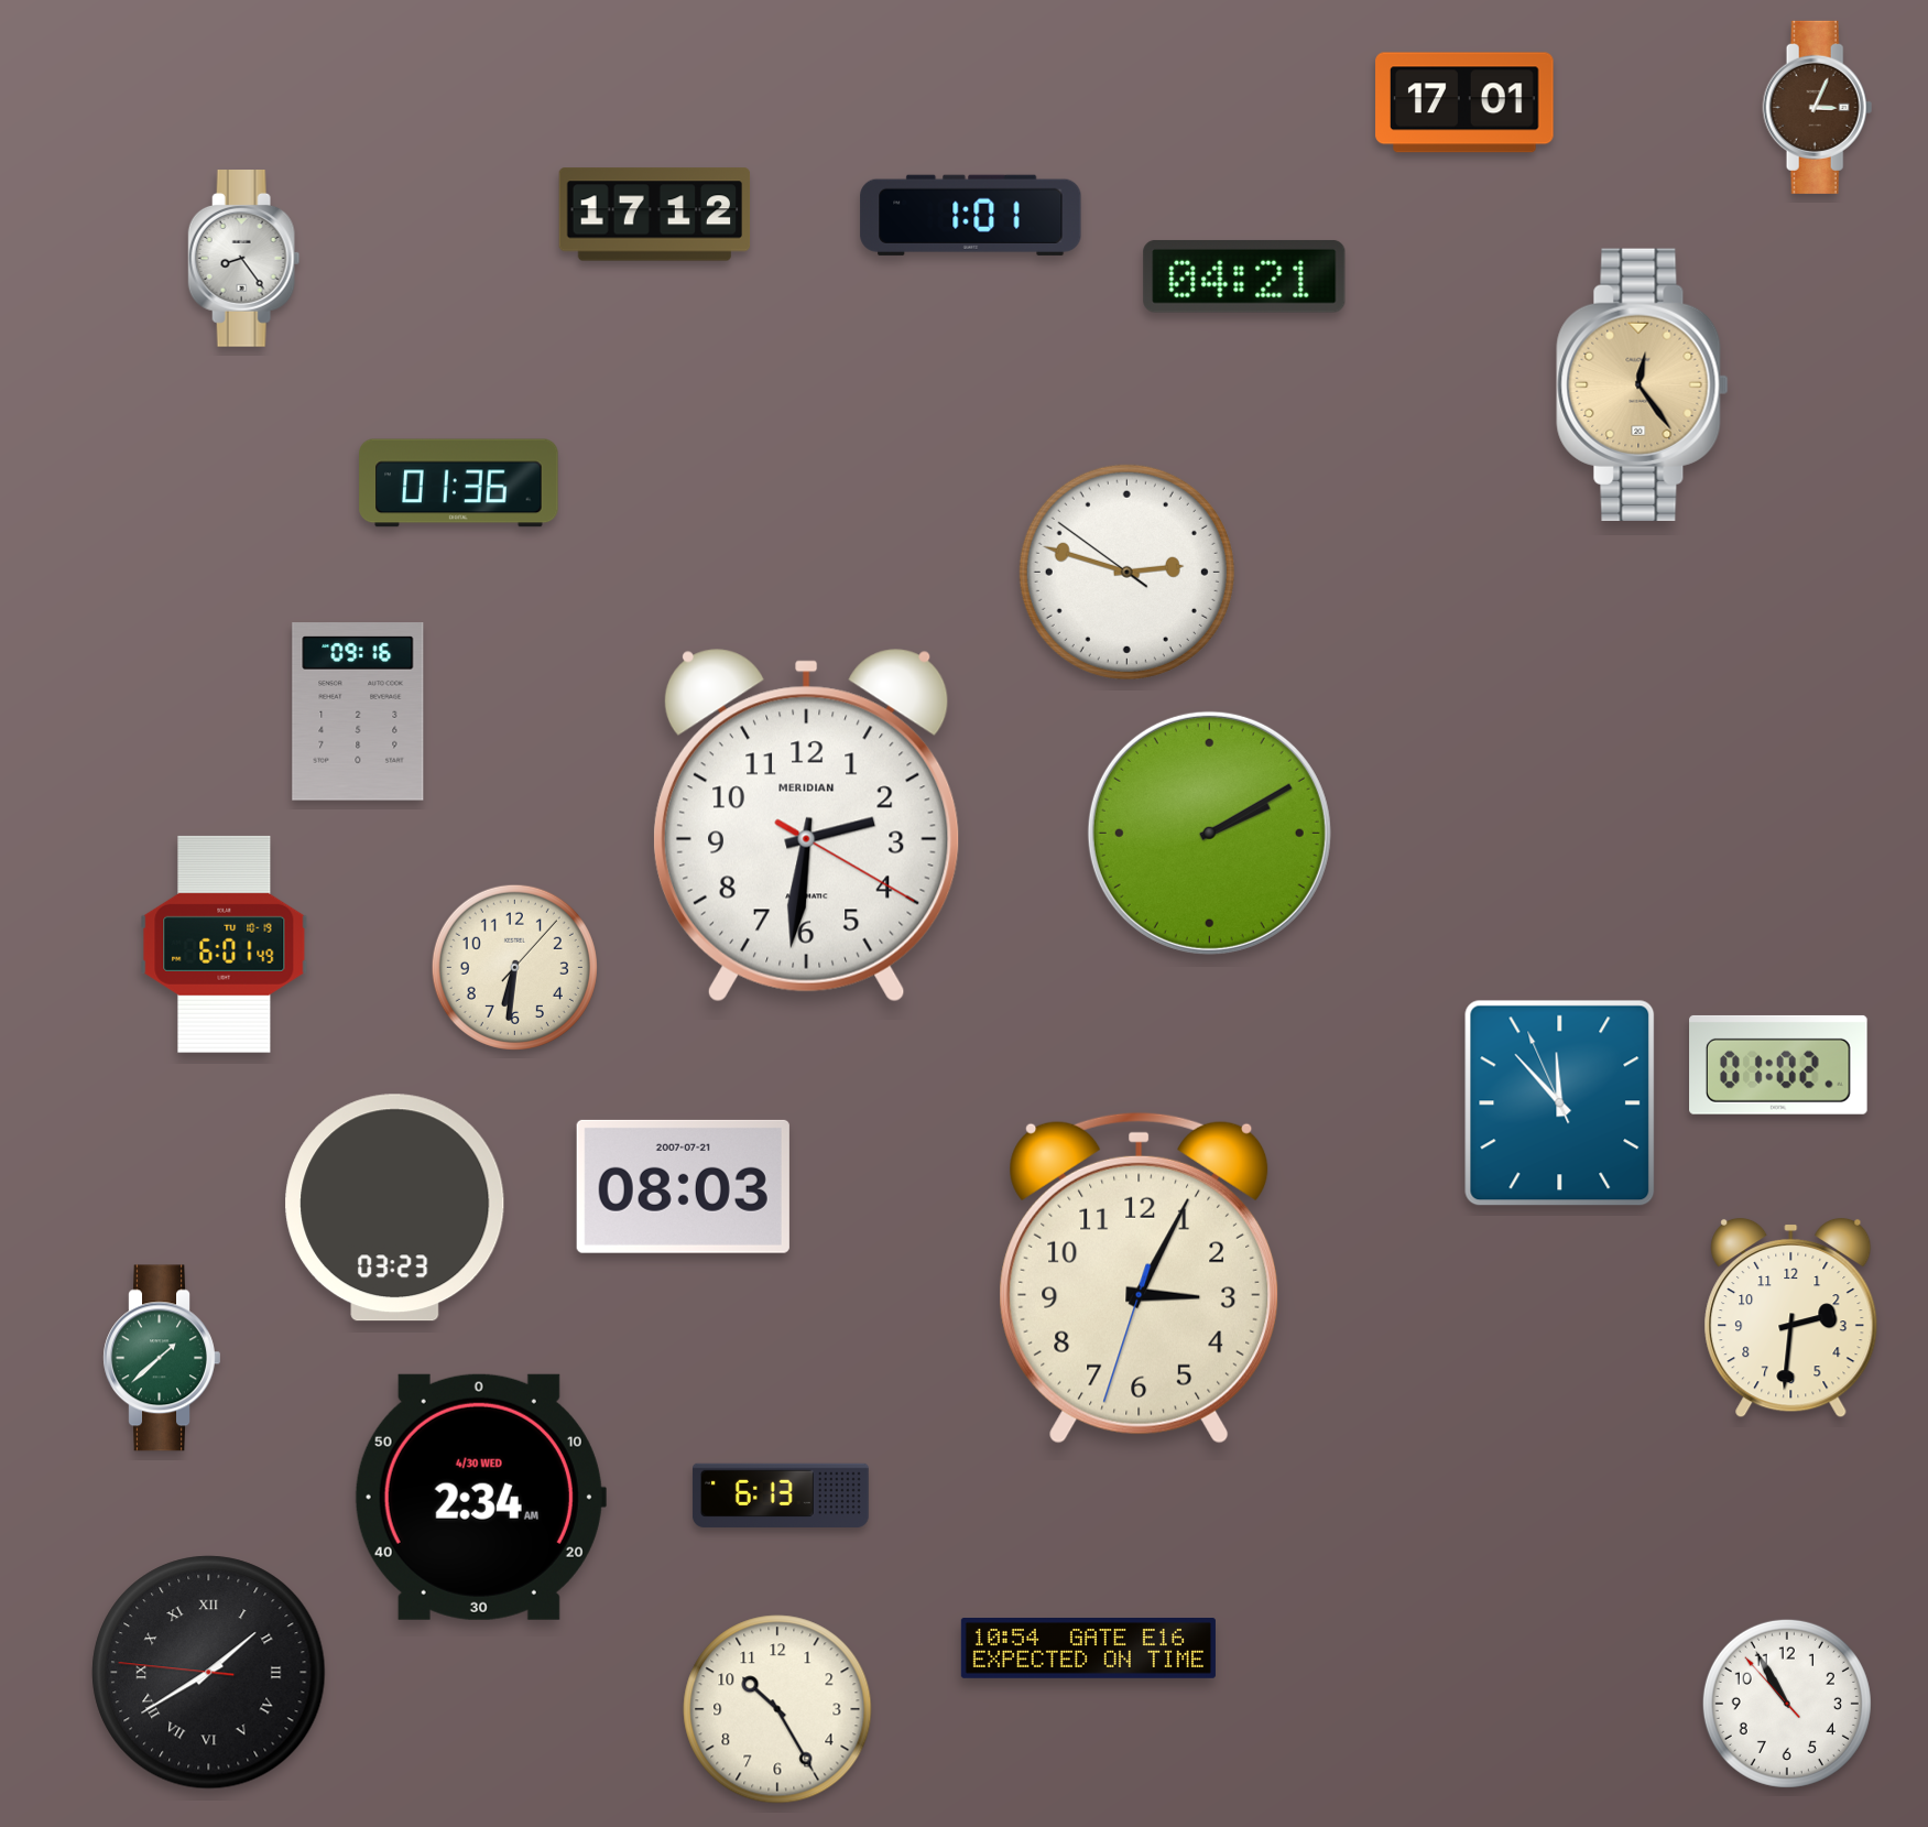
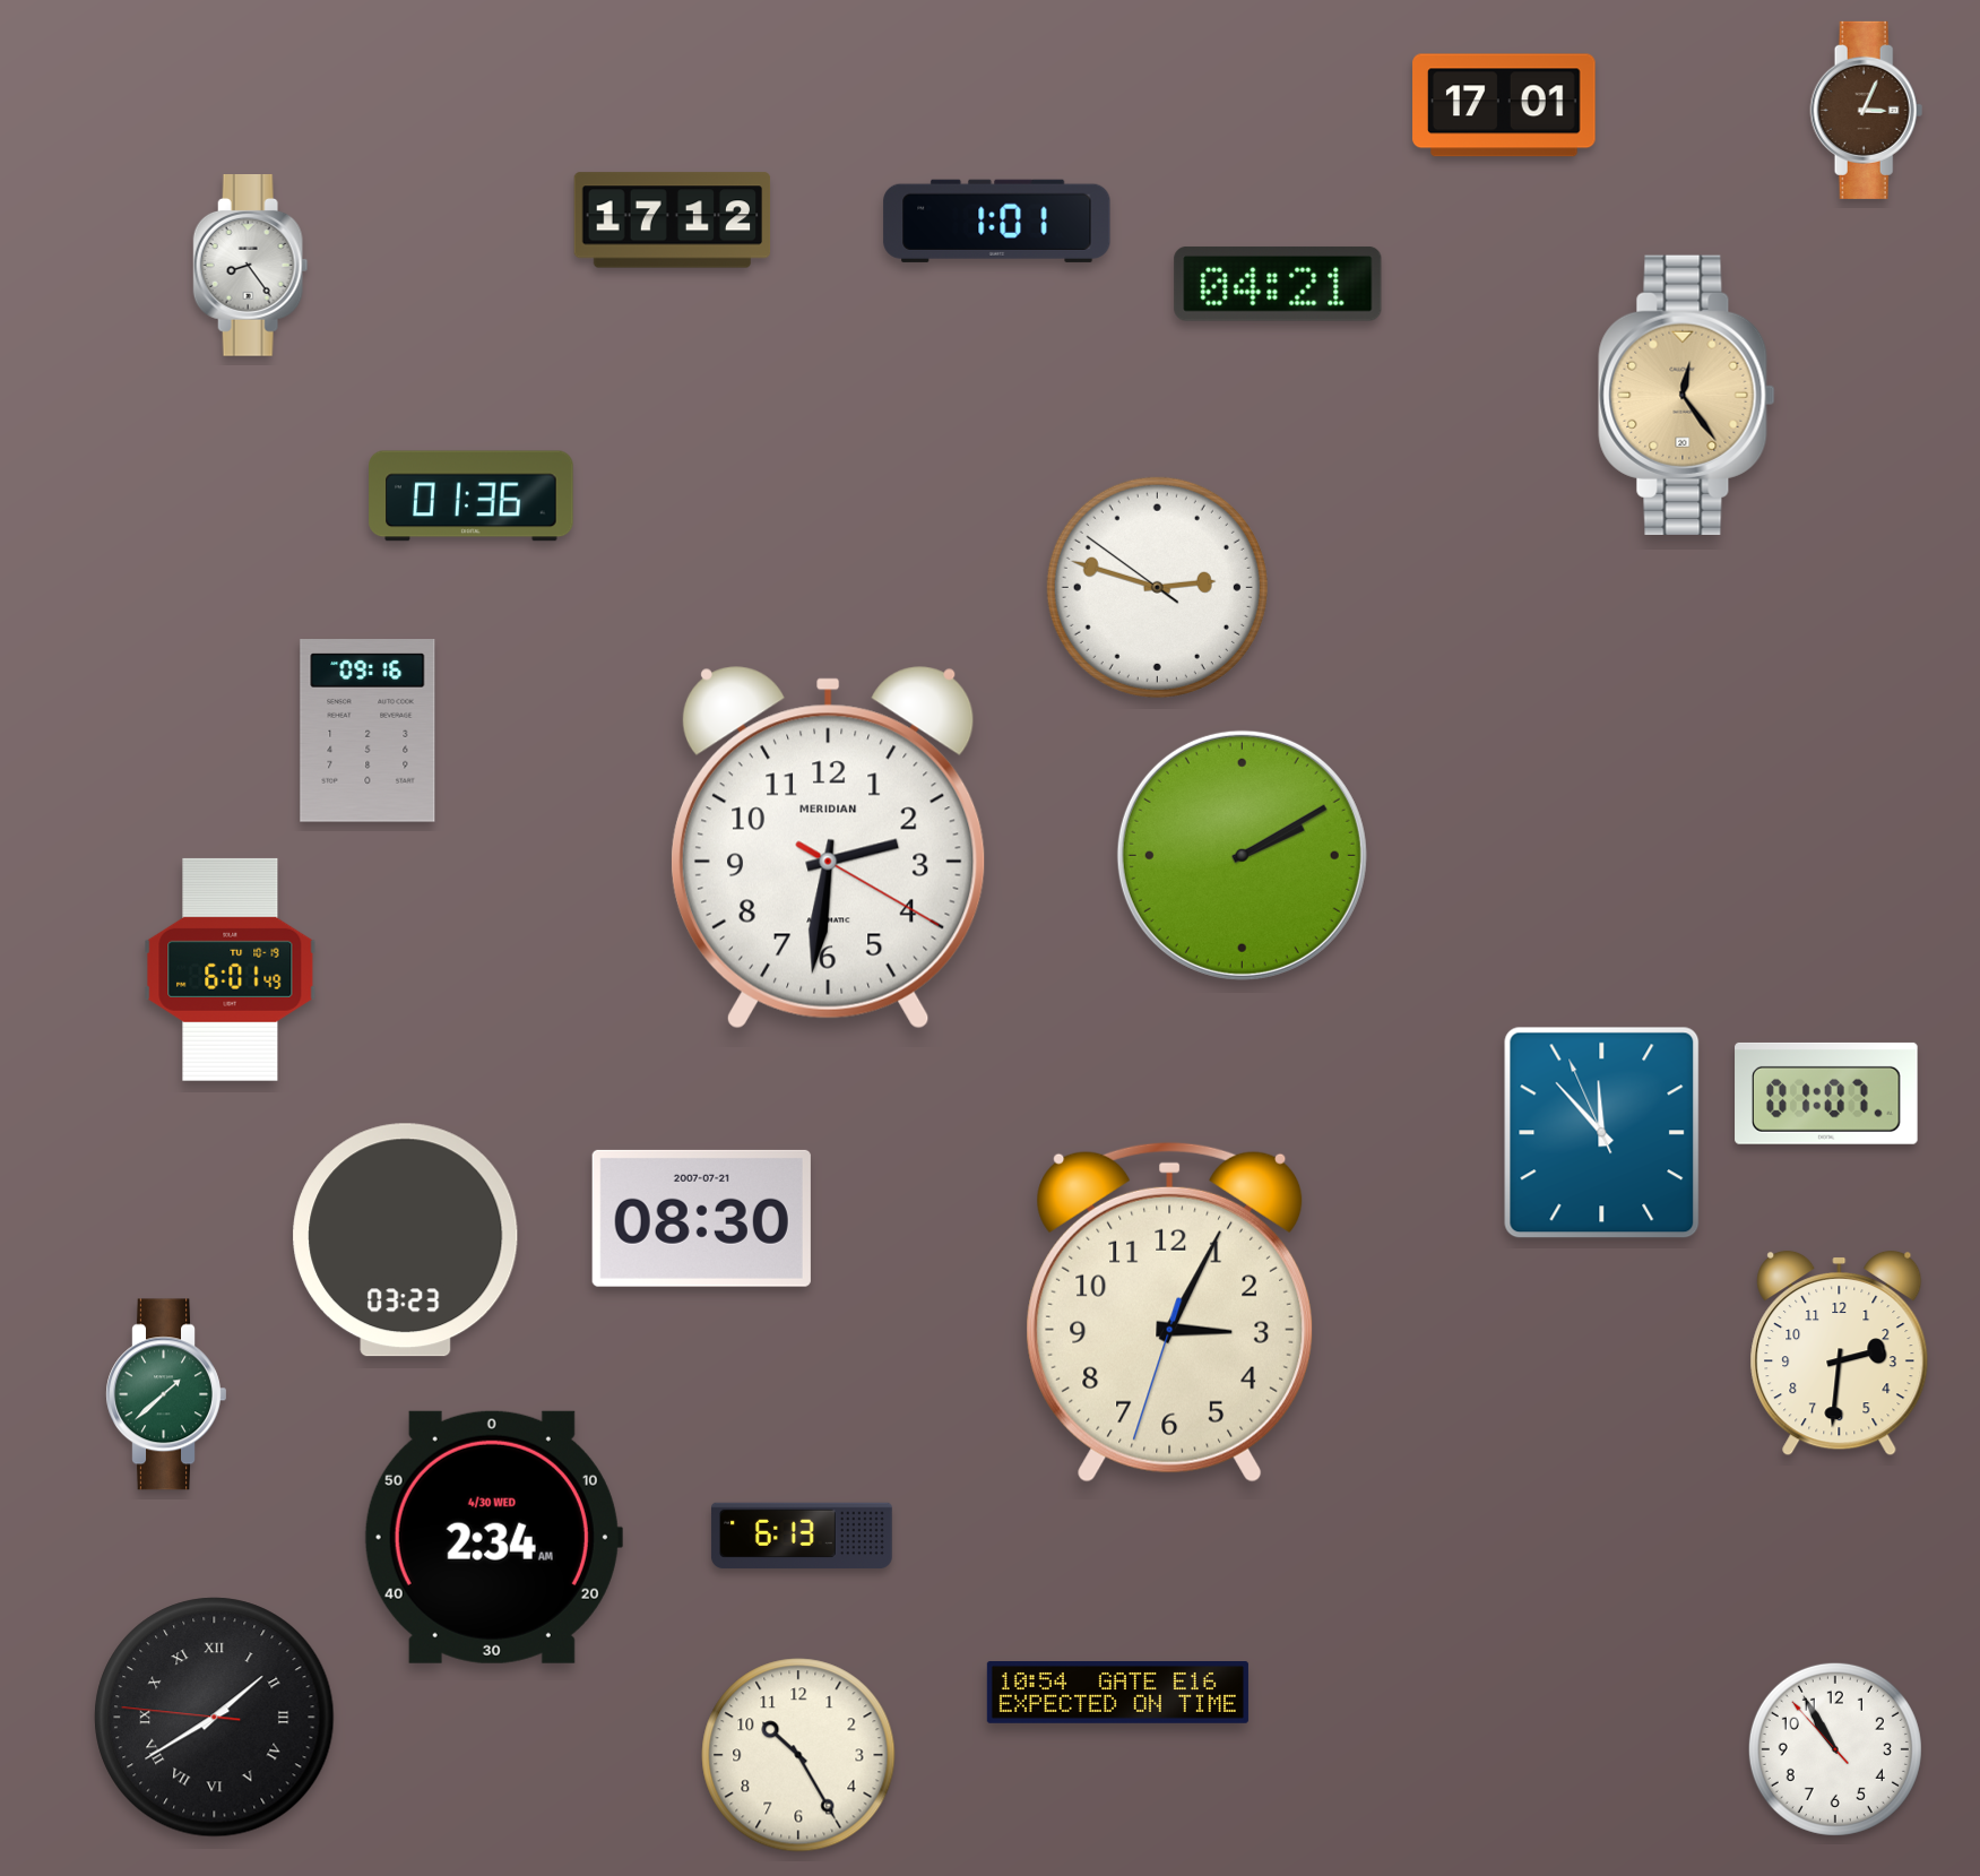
clock at (514, 967): 6:31 -> none
clock at (1778, 1065): 01:02 -> 01:07
clock at (683, 1186): 08:03 -> 08:30
